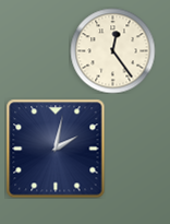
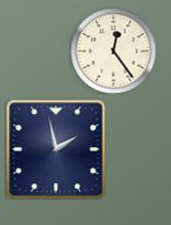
clock at (56, 149): 2:02 -> 1:58
